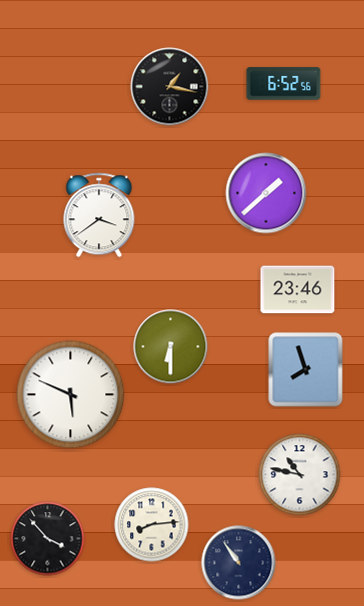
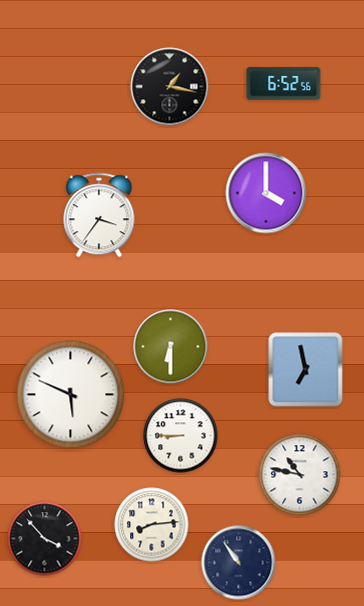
clock at (266, 193): 1:38 -> 4:00
clock at (99, 215): 3:39 -> 3:36
clock at (298, 290): 23:46 -> none
clock at (306, 370): 7:57 -> 6:58
clock at (181, 436): none -> 8:45
clock at (48, 539) position: (48, 539) -> (45, 539)
